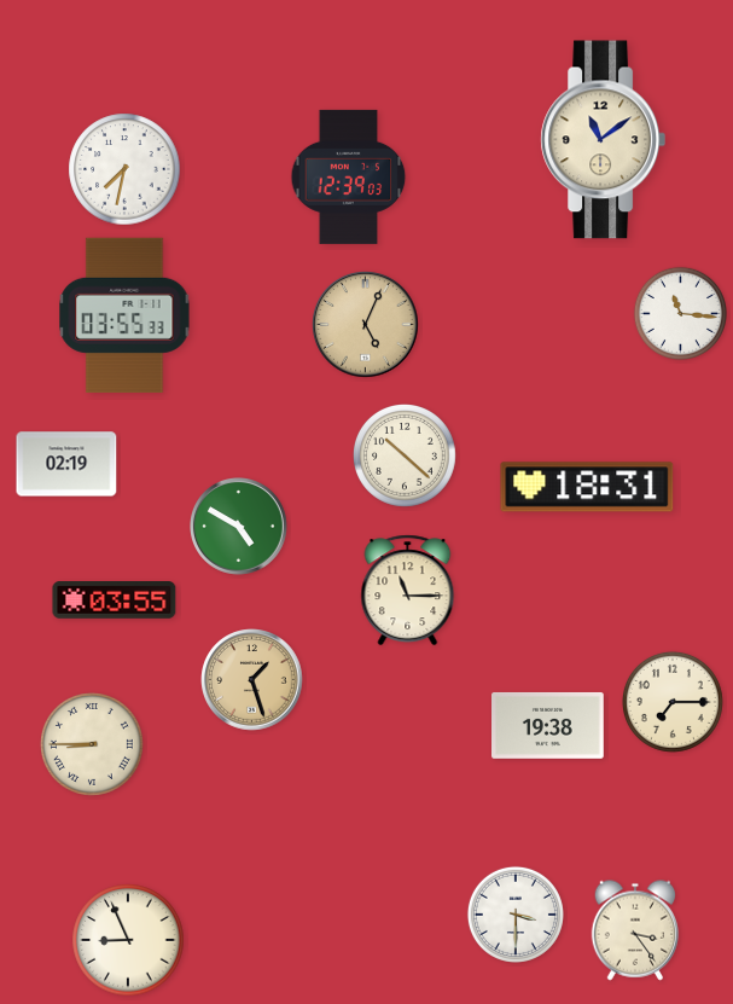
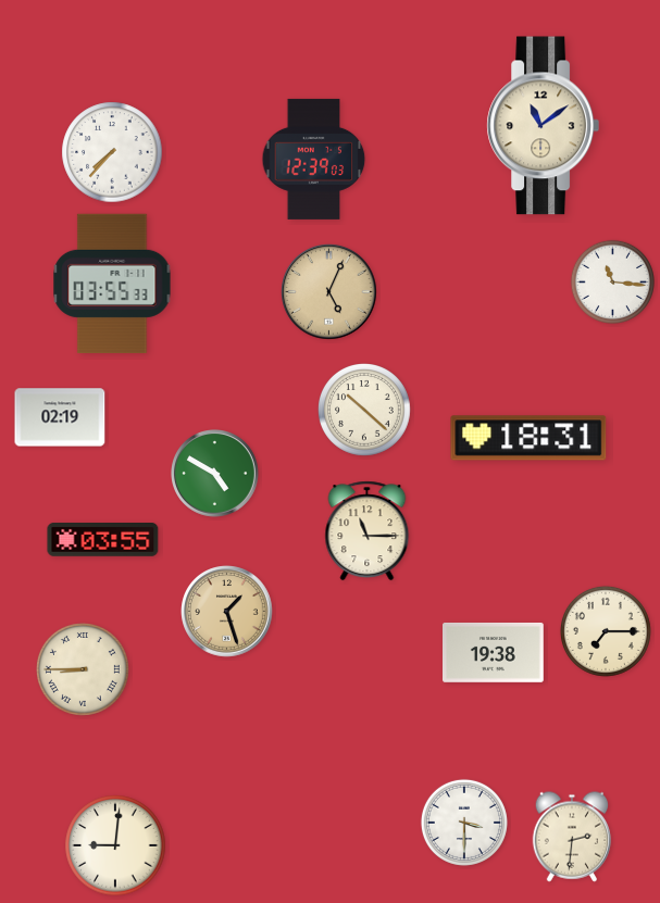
clock at (124, 169): 7:32 -> 7:37
clock at (635, 930): 3:24 -> 2:31
clock at (128, 940): 8:56 -> 9:01
